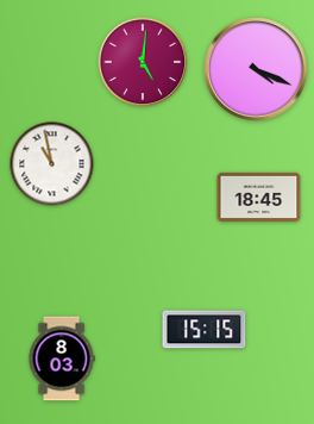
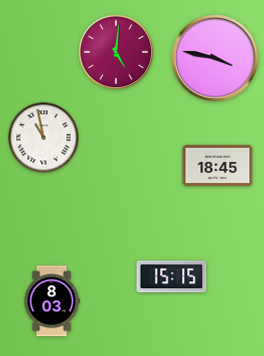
clock at (143, 62) position: (143, 62) -> (116, 52)
clock at (256, 69): 4:19 -> 3:47
